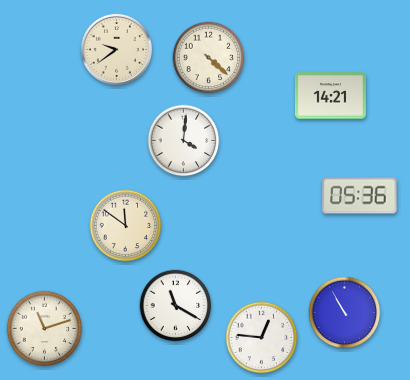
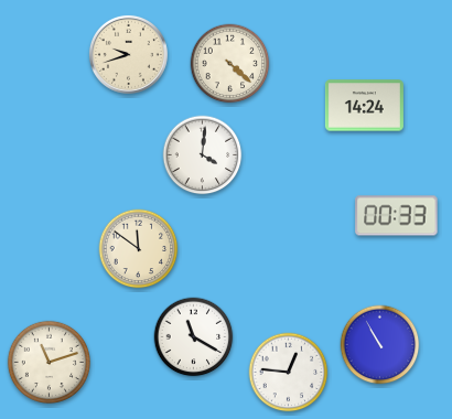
clock at (116, 49): 9:39 -> 9:42
clock at (330, 96): 14:21 -> 14:24
clock at (360, 196): 05:36 -> 00:33
